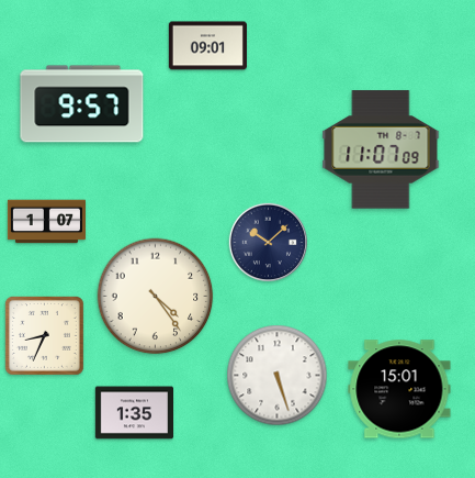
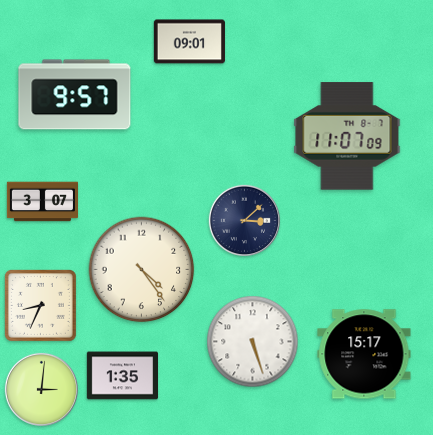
clock at (46, 222): 1:07 -> 3:07
clock at (268, 242): 10:08 -> 3:08
clock at (399, 389): 15:01 -> 15:17
clock at (41, 389): none -> 3:01
